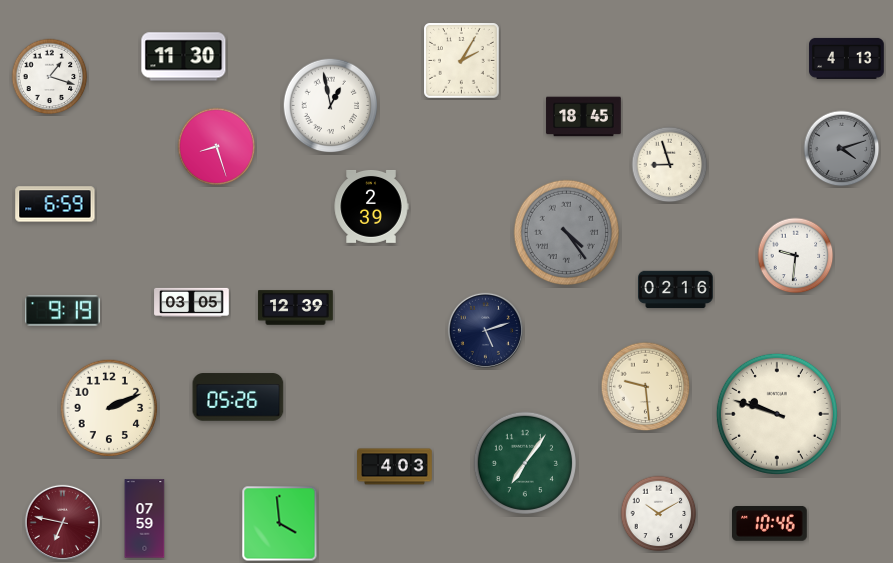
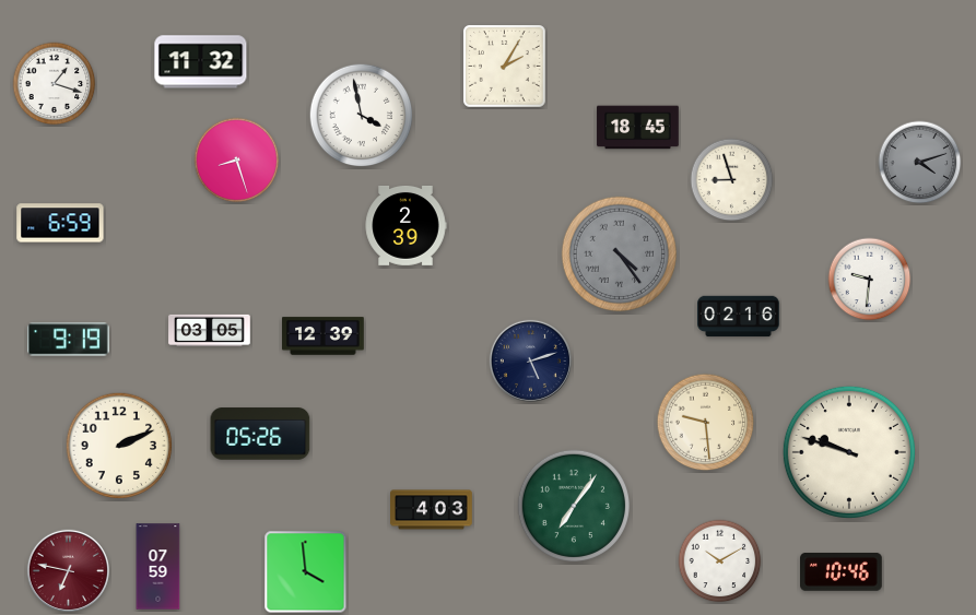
clock at (184, 57): 11:30 -> 11:32
clock at (847, 58): 4:13 -> none
clock at (331, 106): 12:58 -> 3:58
